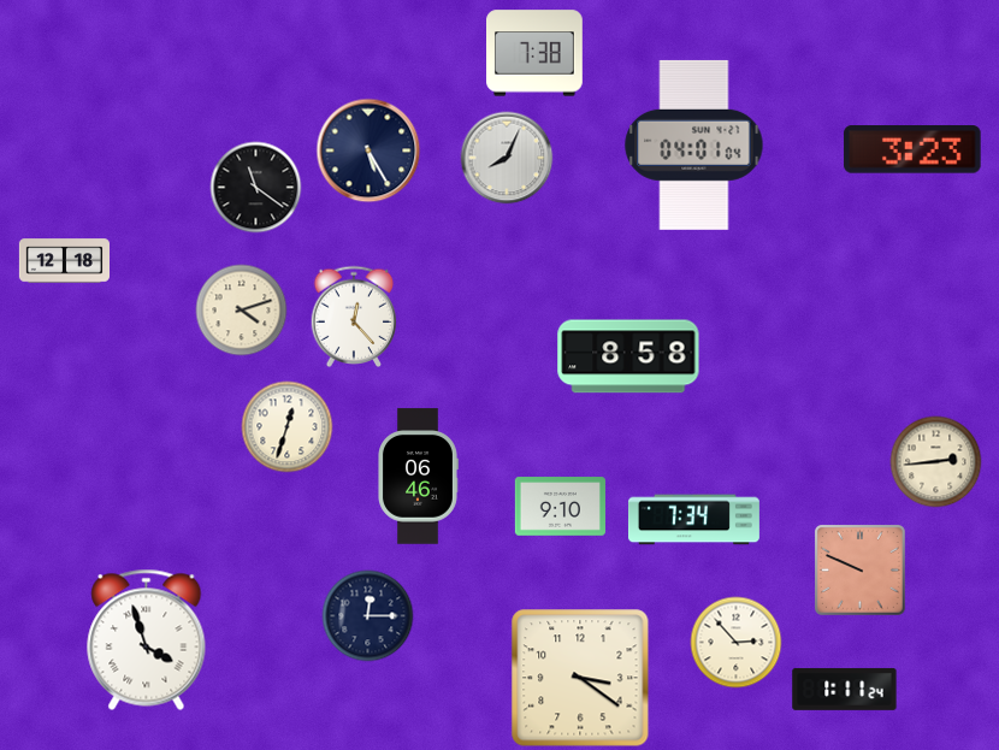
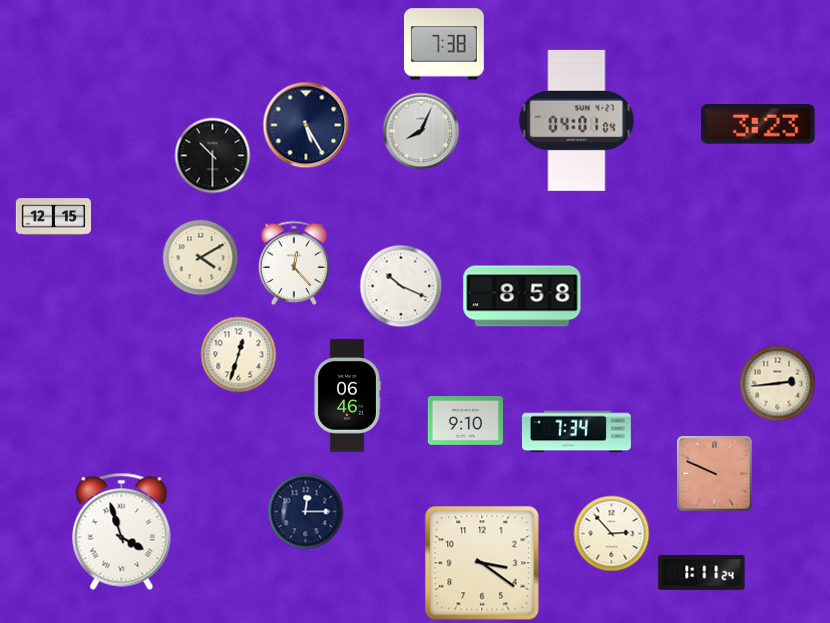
clock at (256, 188): 11:21 -> 10:30
clock at (64, 261): 12:18 -> 12:15
clock at (242, 311): 4:12 -> 4:10
clock at (401, 286): none -> 10:19
